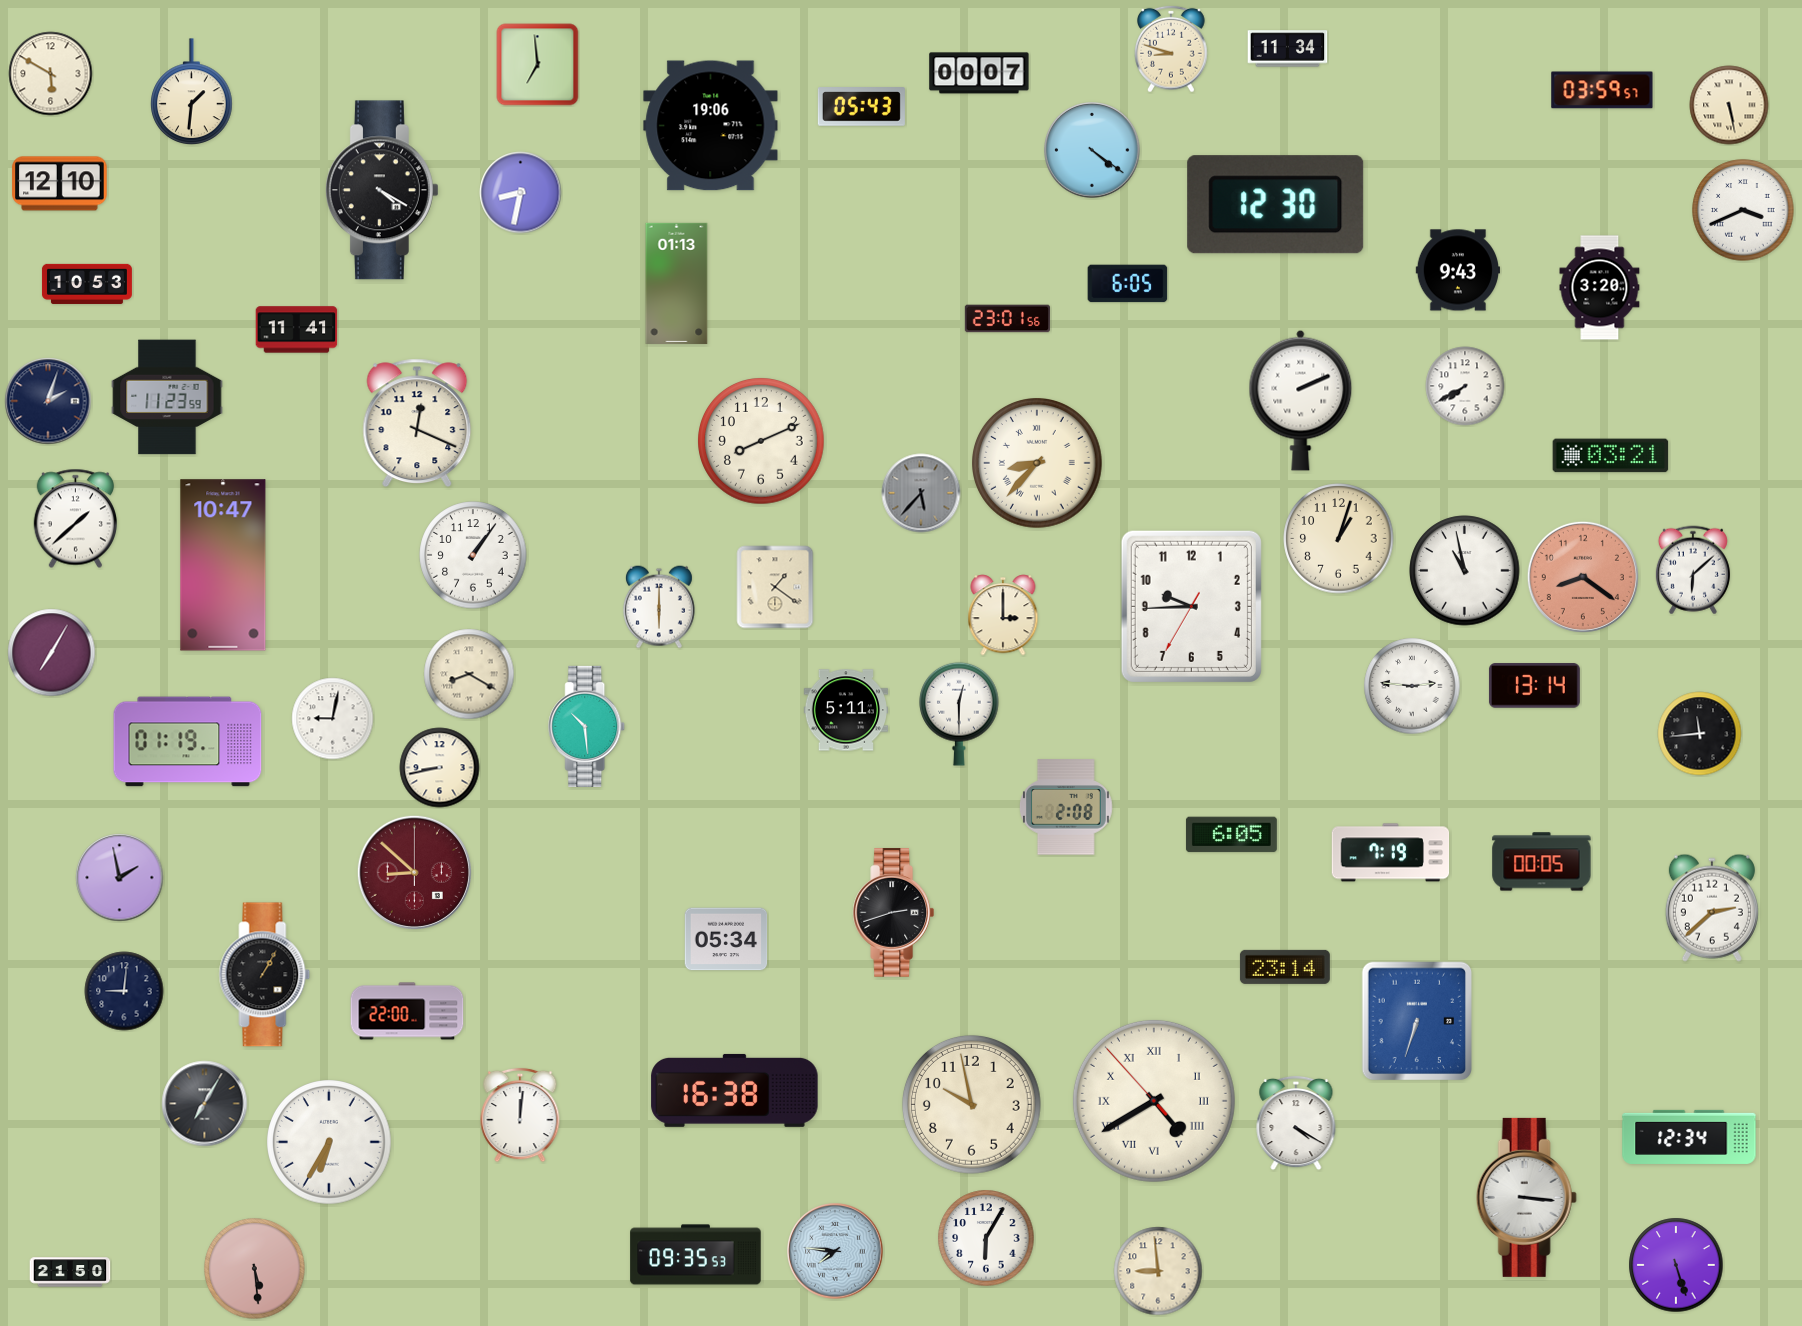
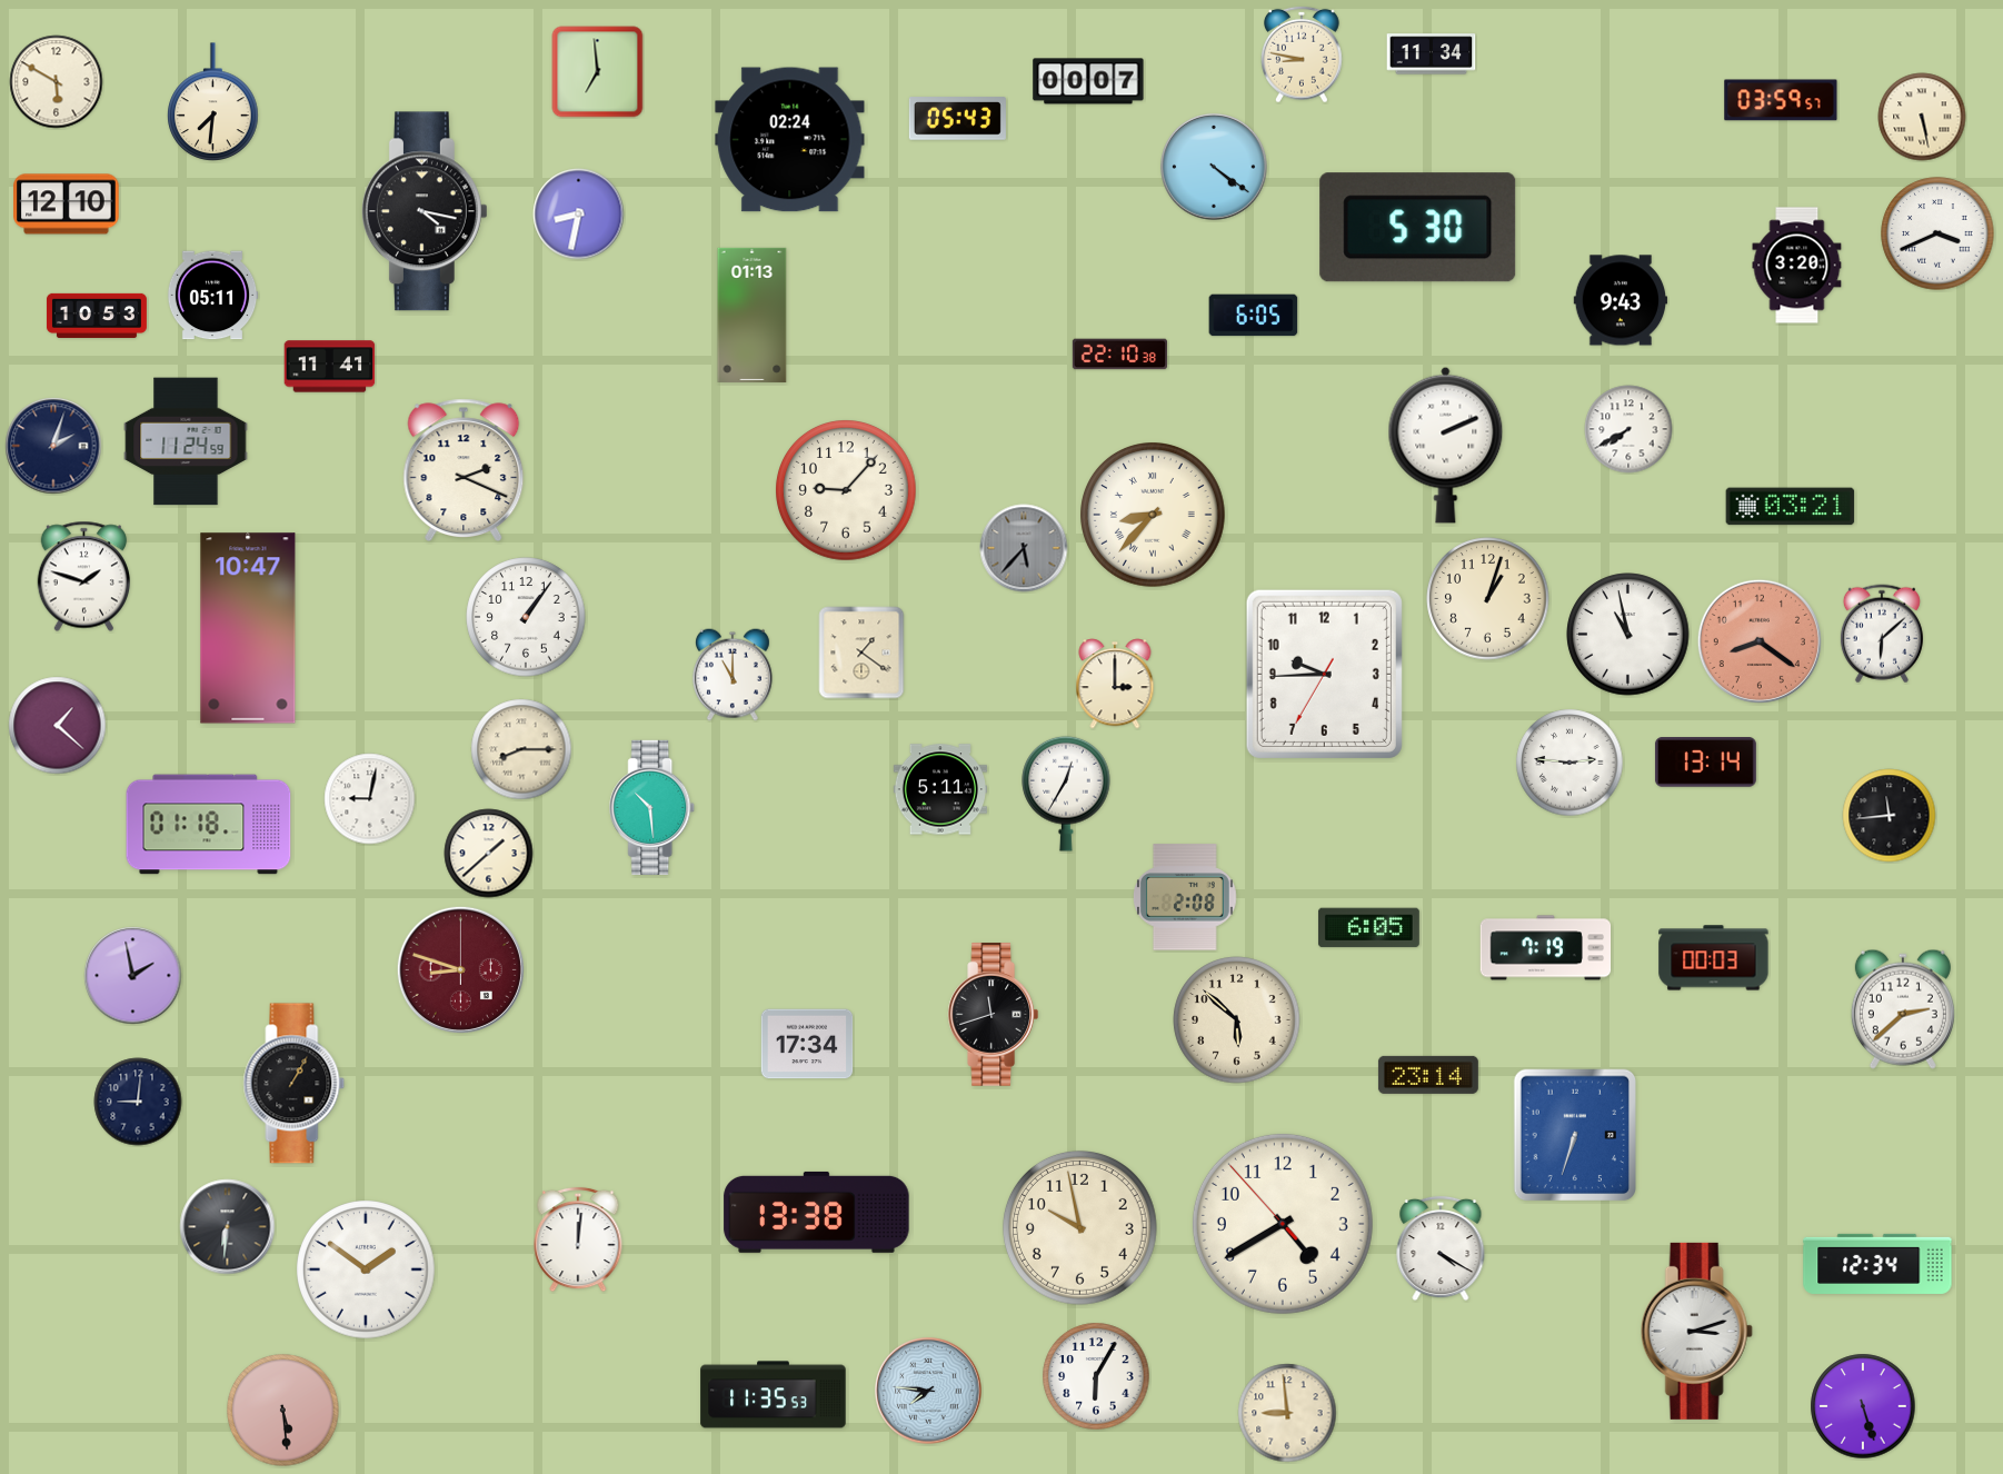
clock at (1172, 49): 8:48 -> 8:47
clock at (192, 91): 1:31 -> 7:31
clock at (711, 126): 19:06 -> 02:24
clock at (382, 190): 4:20 -> 4:17
clock at (1276, 205): 12:30 -> 5:30
clock at (212, 296): none -> 05:11
clock at (1600, 288) position: (1600, 288) -> (1797, 266)
clock at (1007, 319): 23:01 -> 22:10
clock at (167, 397): 11:23 -> 11:24
clock at (417, 423): 12:19 -> 2:19
clock at (761, 441): 8:11 -> 9:07
clock at (75, 519): 1:38 -> 1:48
clock at (659, 607): 6:00 -> 11:00
clock at (52, 653): 7:05 -> 1:22
clock at (469, 674): 8:20 -> 8:15
clock at (959, 714): 12:30 -> 12:35
clock at (188, 742): 01:19 -> 01:18
clock at (440, 768): 8:43 -> 1:38
clock at (1542, 862): 00:05 -> 00:03
clock at (414, 872): 8:52 -> 8:48
clock at (893, 913): 2:42 -> 11:42
clock at (1237, 1020): none -> 5:52
clock at (726, 939): 05:34 -> 17:34
clock at (407, 1011): 22:00 -> none
clock at (735, 1090): 16:38 -> 13:38
clock at (1154, 1101) numerals: Roman -> Arabic
clock at (205, 1104): 7:05 -> 6:31
clock at (329, 1142): 6:35 -> 1:51
clock at (1526, 1197): 3:16 -> 3:12
clock at (696, 1255): 09:35 -> 11:35
clock at (70, 1272): 21:50 -> none
